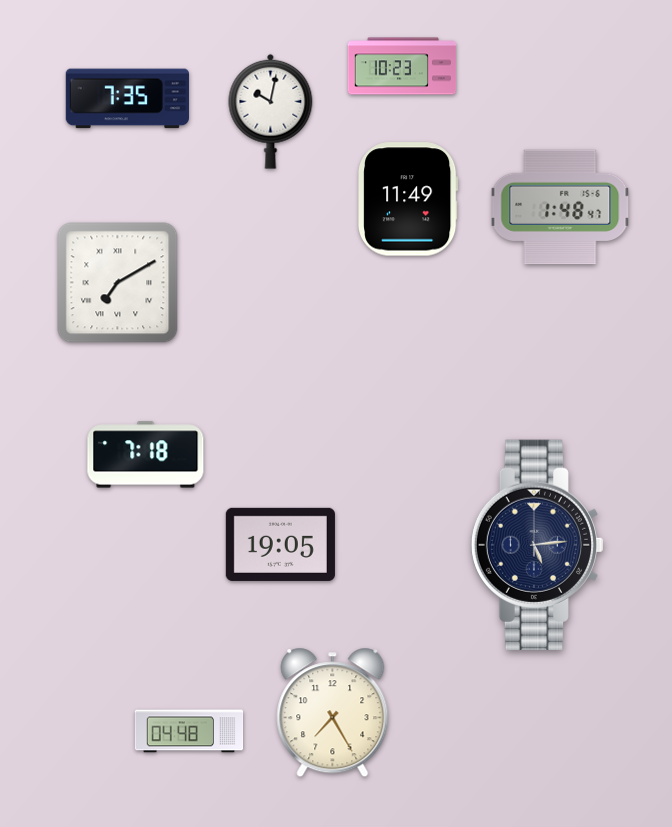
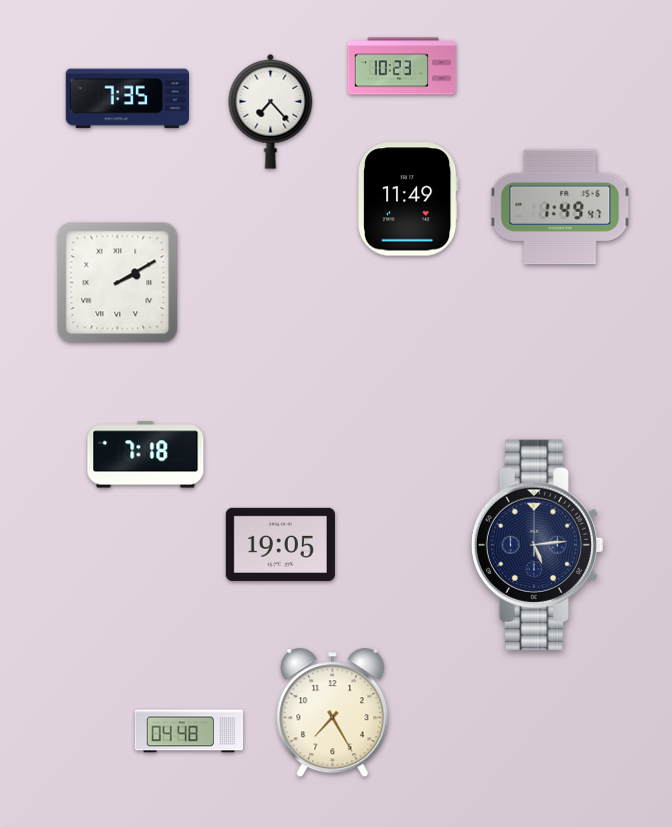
clock at (271, 111): 10:02 -> 7:23
clock at (560, 207): 1:48 -> 1:49
clock at (118, 283): 7:10 -> 2:10
